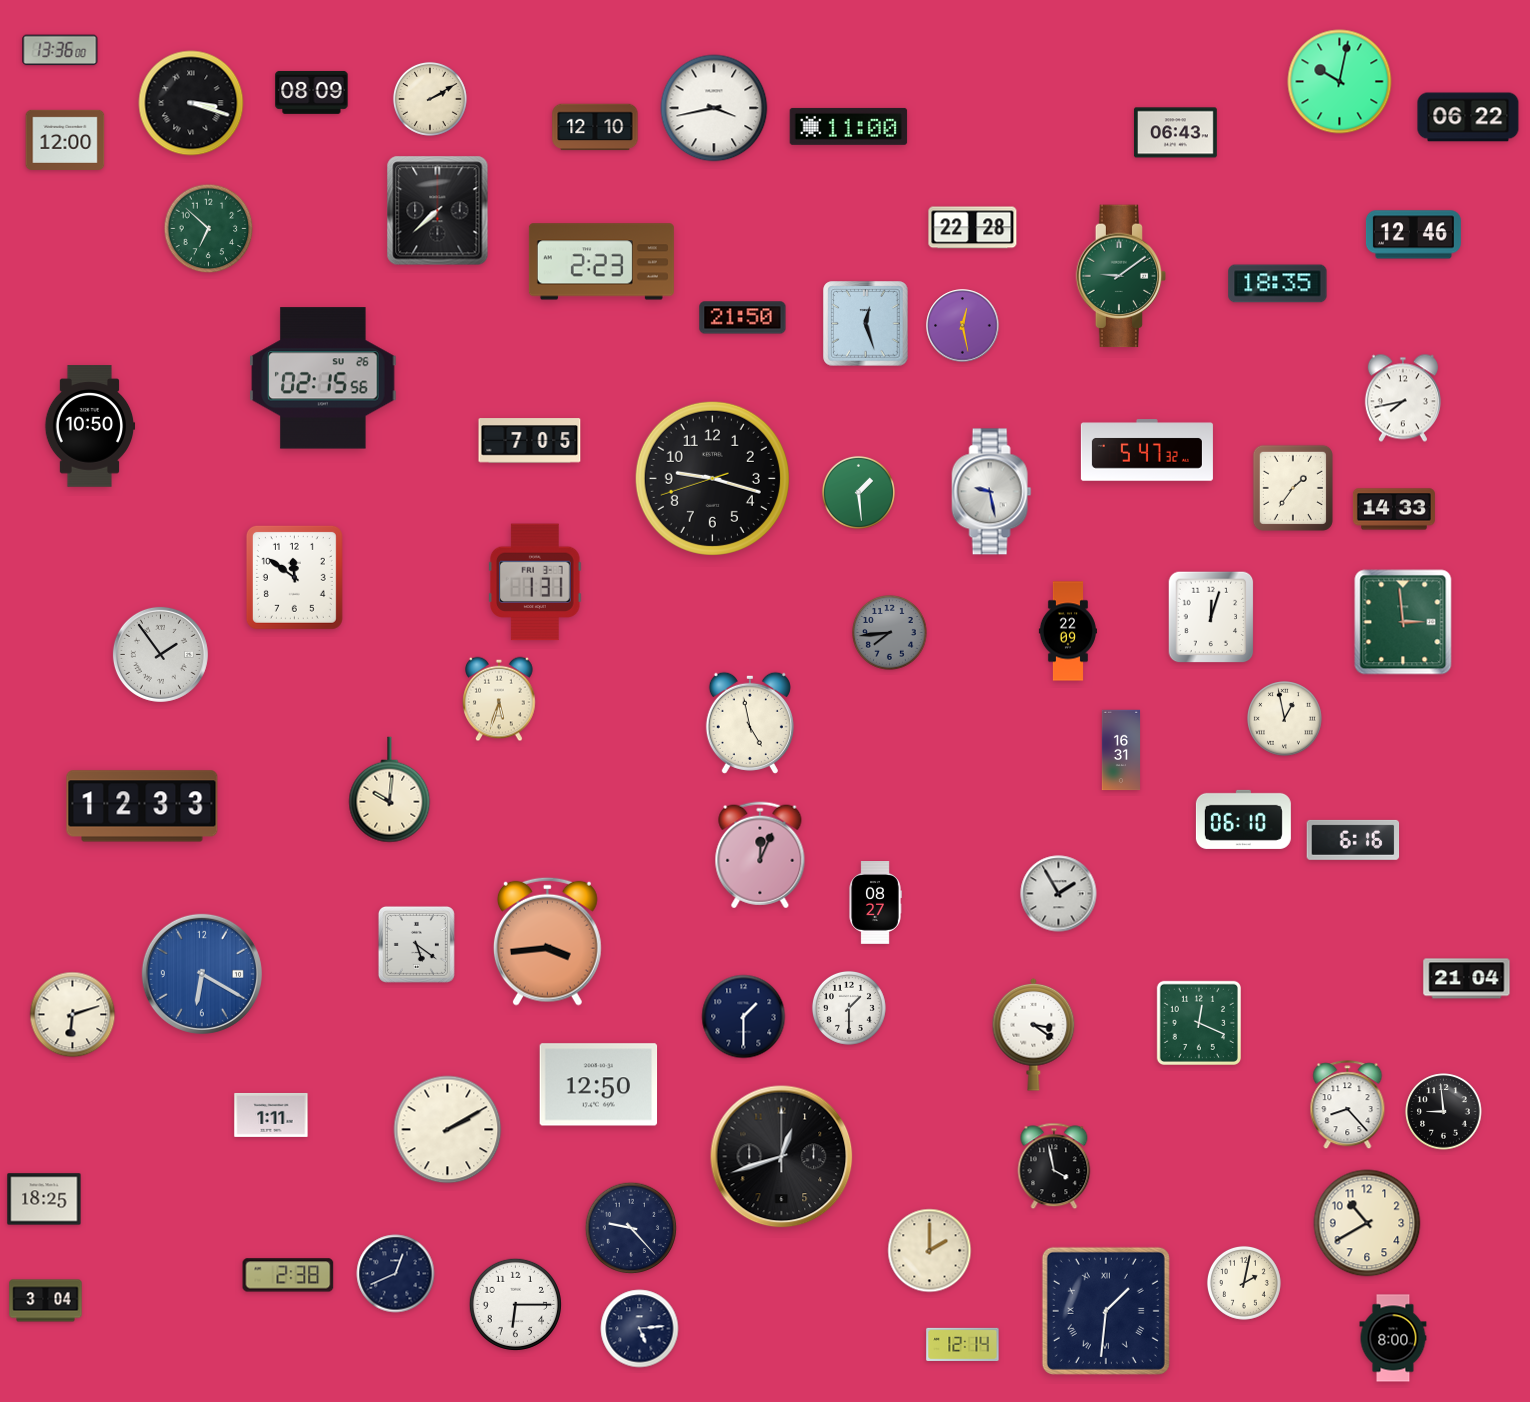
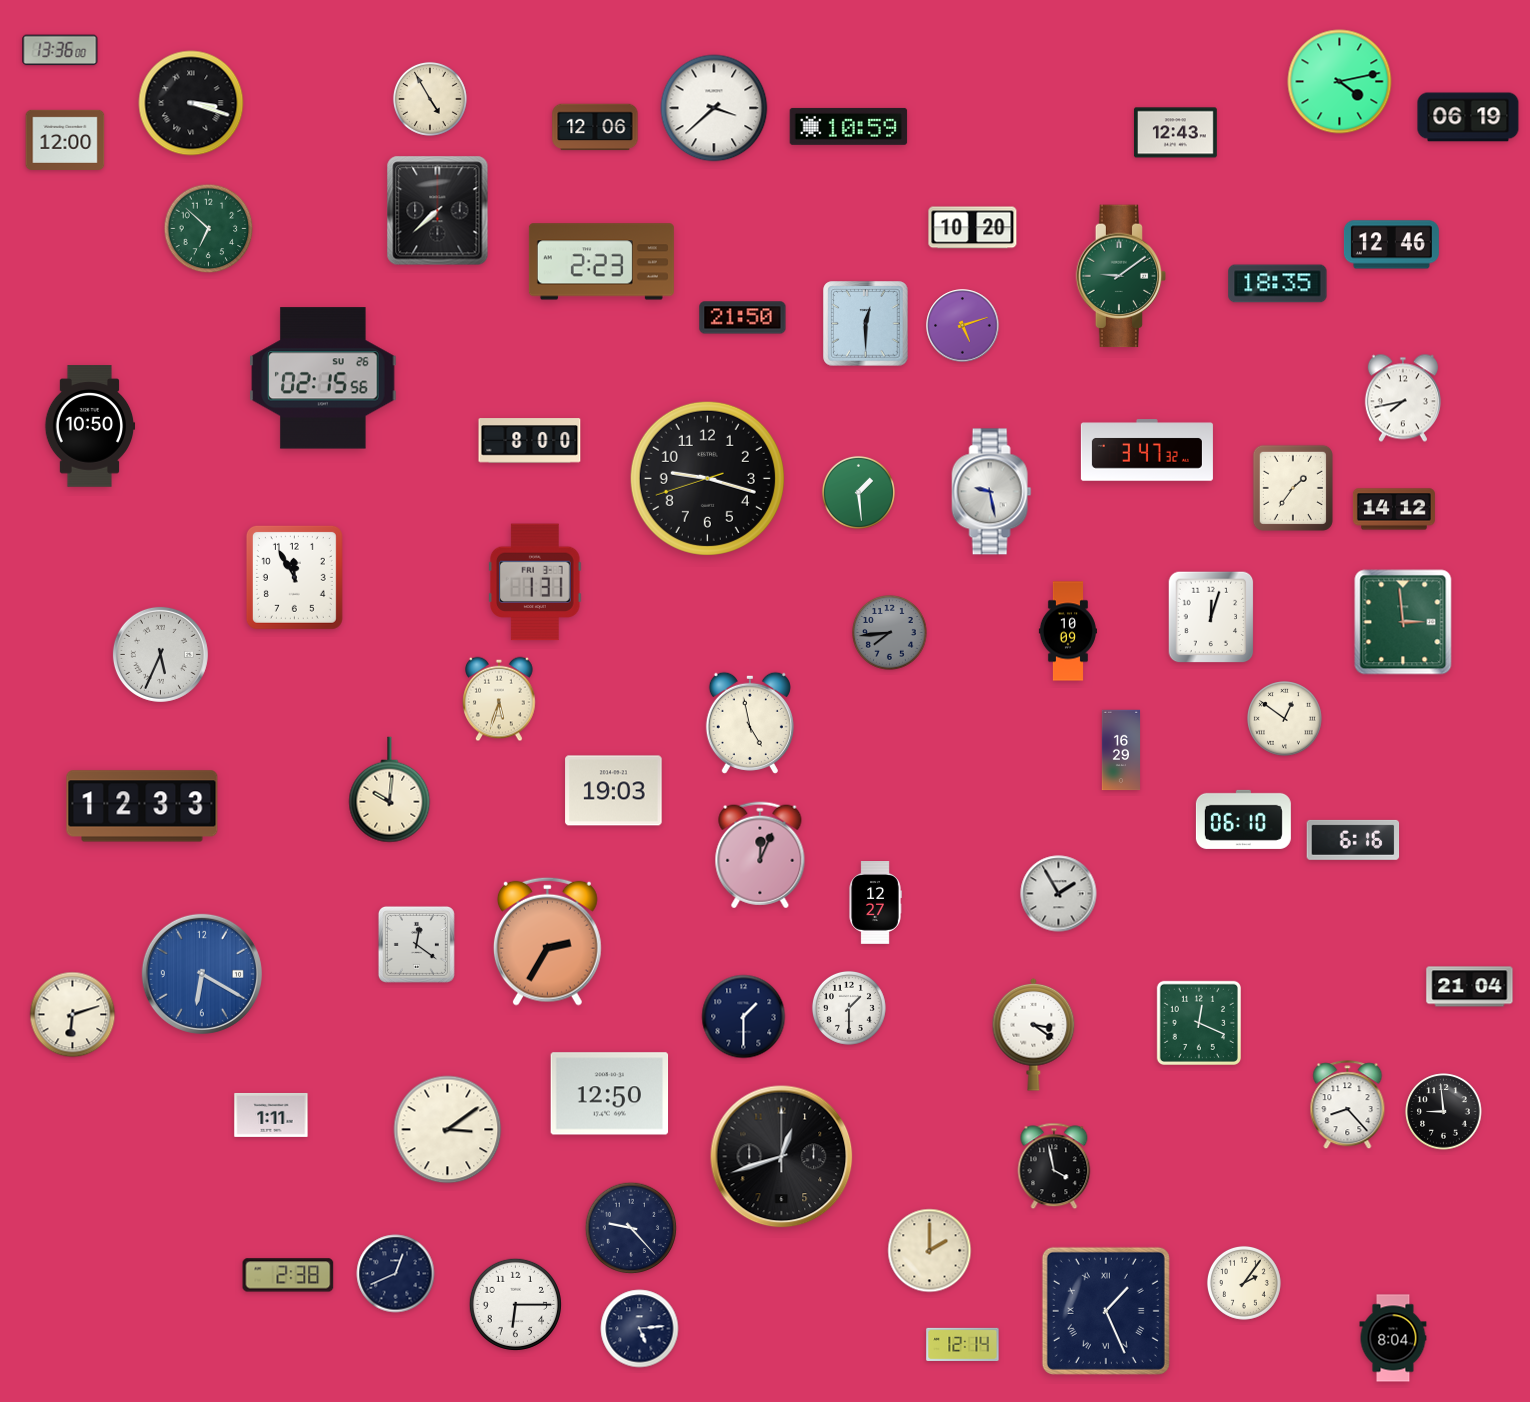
clock at (1340, 82): 10:02 -> 4:13
clock at (312, 92): 08:09 -> none
clock at (430, 99): 2:10 -> 4:55
clock at (714, 108): 3:43 -> 3:38
clock at (1468, 117): 06:22 -> 06:19
clock at (849, 126): 11:00 -> 10:59
clock at (595, 127): 12:10 -> 12:06
clock at (1176, 133): 06:43 -> 12:43
clock at (973, 228): 22:28 -> 10:20
clock at (1413, 235) position: (1413, 235) -> (1391, 245)
clock at (866, 324): 12:27 -> 12:30
clock at (963, 326): 12:28 -> 5:12
clock at (530, 441): 7:05 -> 8:00
clock at (1147, 450): 5:47 -> 3:47
clock at (712, 478) position: (712, 478) -> (707, 478)
clock at (1394, 509): 14:33 -> 14:12
clock at (294, 577): 11:51 -> 11:55
clock at (1068, 631): 22:09 -> 10:09
clock at (160, 654): 1:54 -> 5:34
clock at (1285, 719): 12:58 -> 12:51
clock at (1121, 750): 16:31 -> 16:29
clock at (614, 791): none -> 19:03
clock at (875, 903): 08:27 -> 12:27
clock at (547, 941): 3:44 -> 2:35
clock at (416, 944): 5:21 -> 12:21
clock at (1467, 979) position: (1467, 979) -> (1470, 987)
clock at (599, 1085) position: (599, 1085) -> (610, 1094)
clock at (448, 1130): 2:10 -> 3:09
clock at (44, 1199): 18:25 -> none
clock at (1367, 1223): 10:40 -> none
clock at (1244, 1283): 2:02 -> 2:06
clock at (46, 1301): 3:04 -> none
clock at (1106, 1311): 1:31 -> 1:26
clock at (1393, 1338): 8:00 -> 8:04
